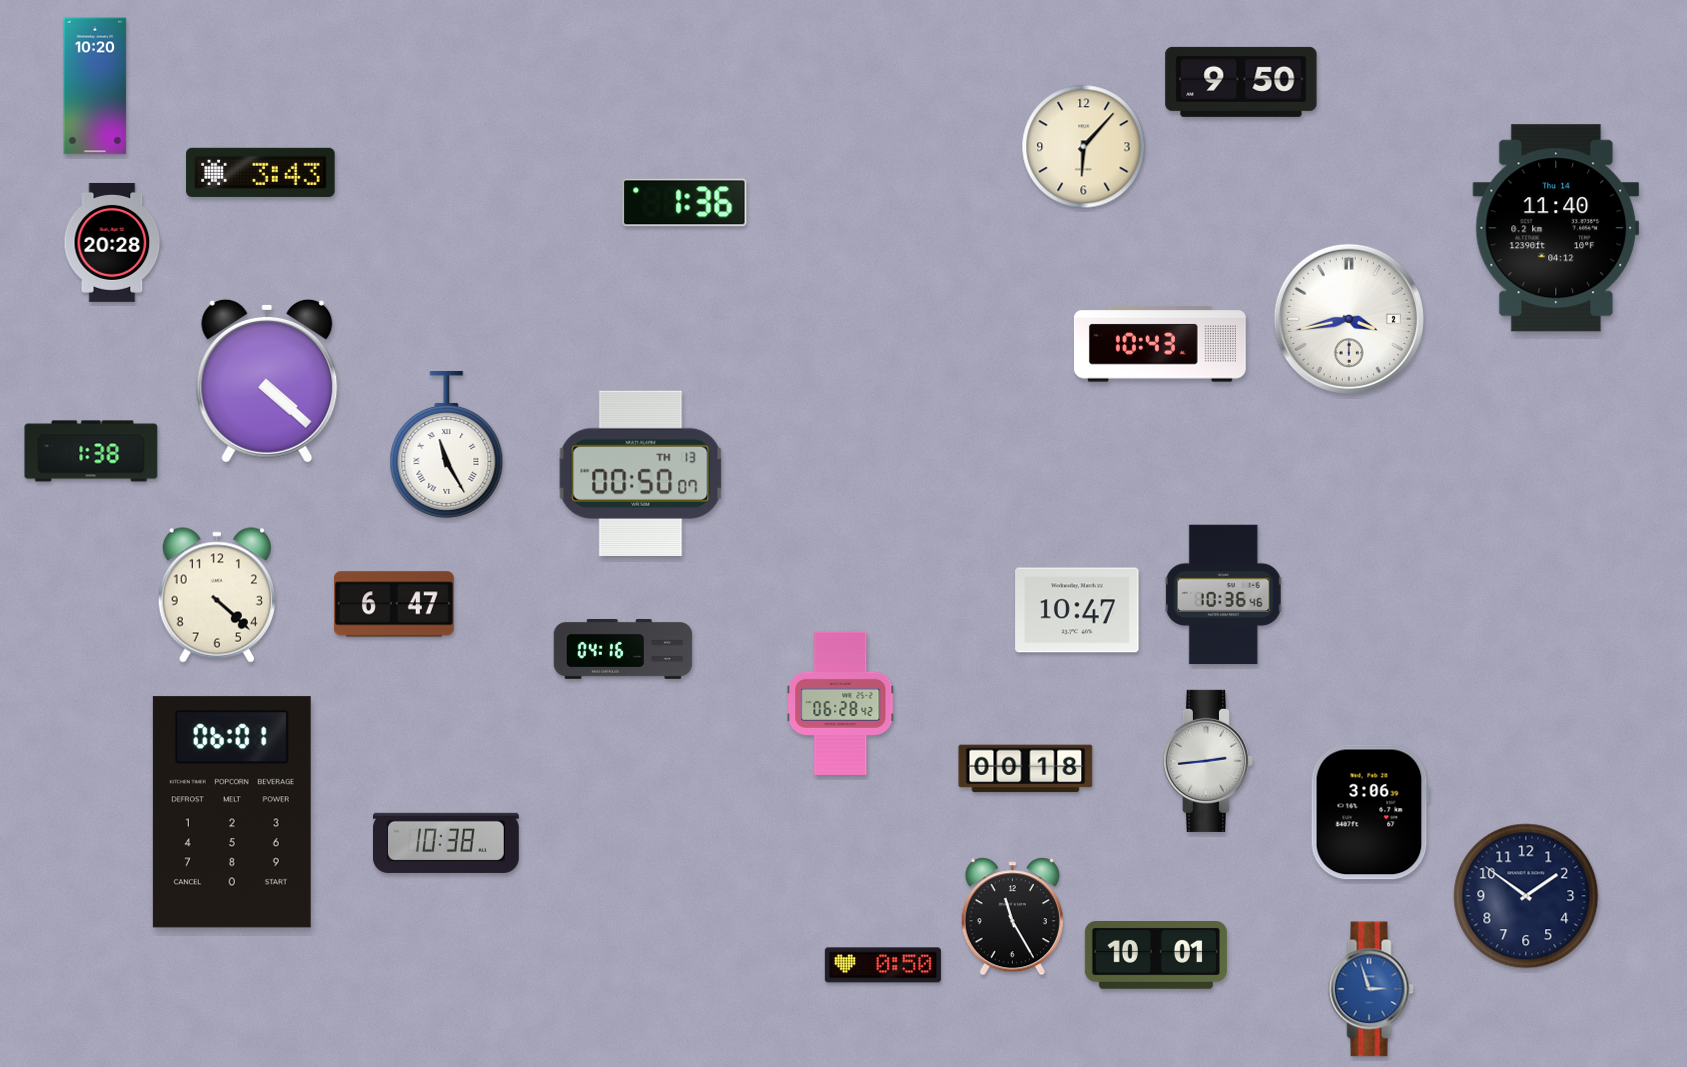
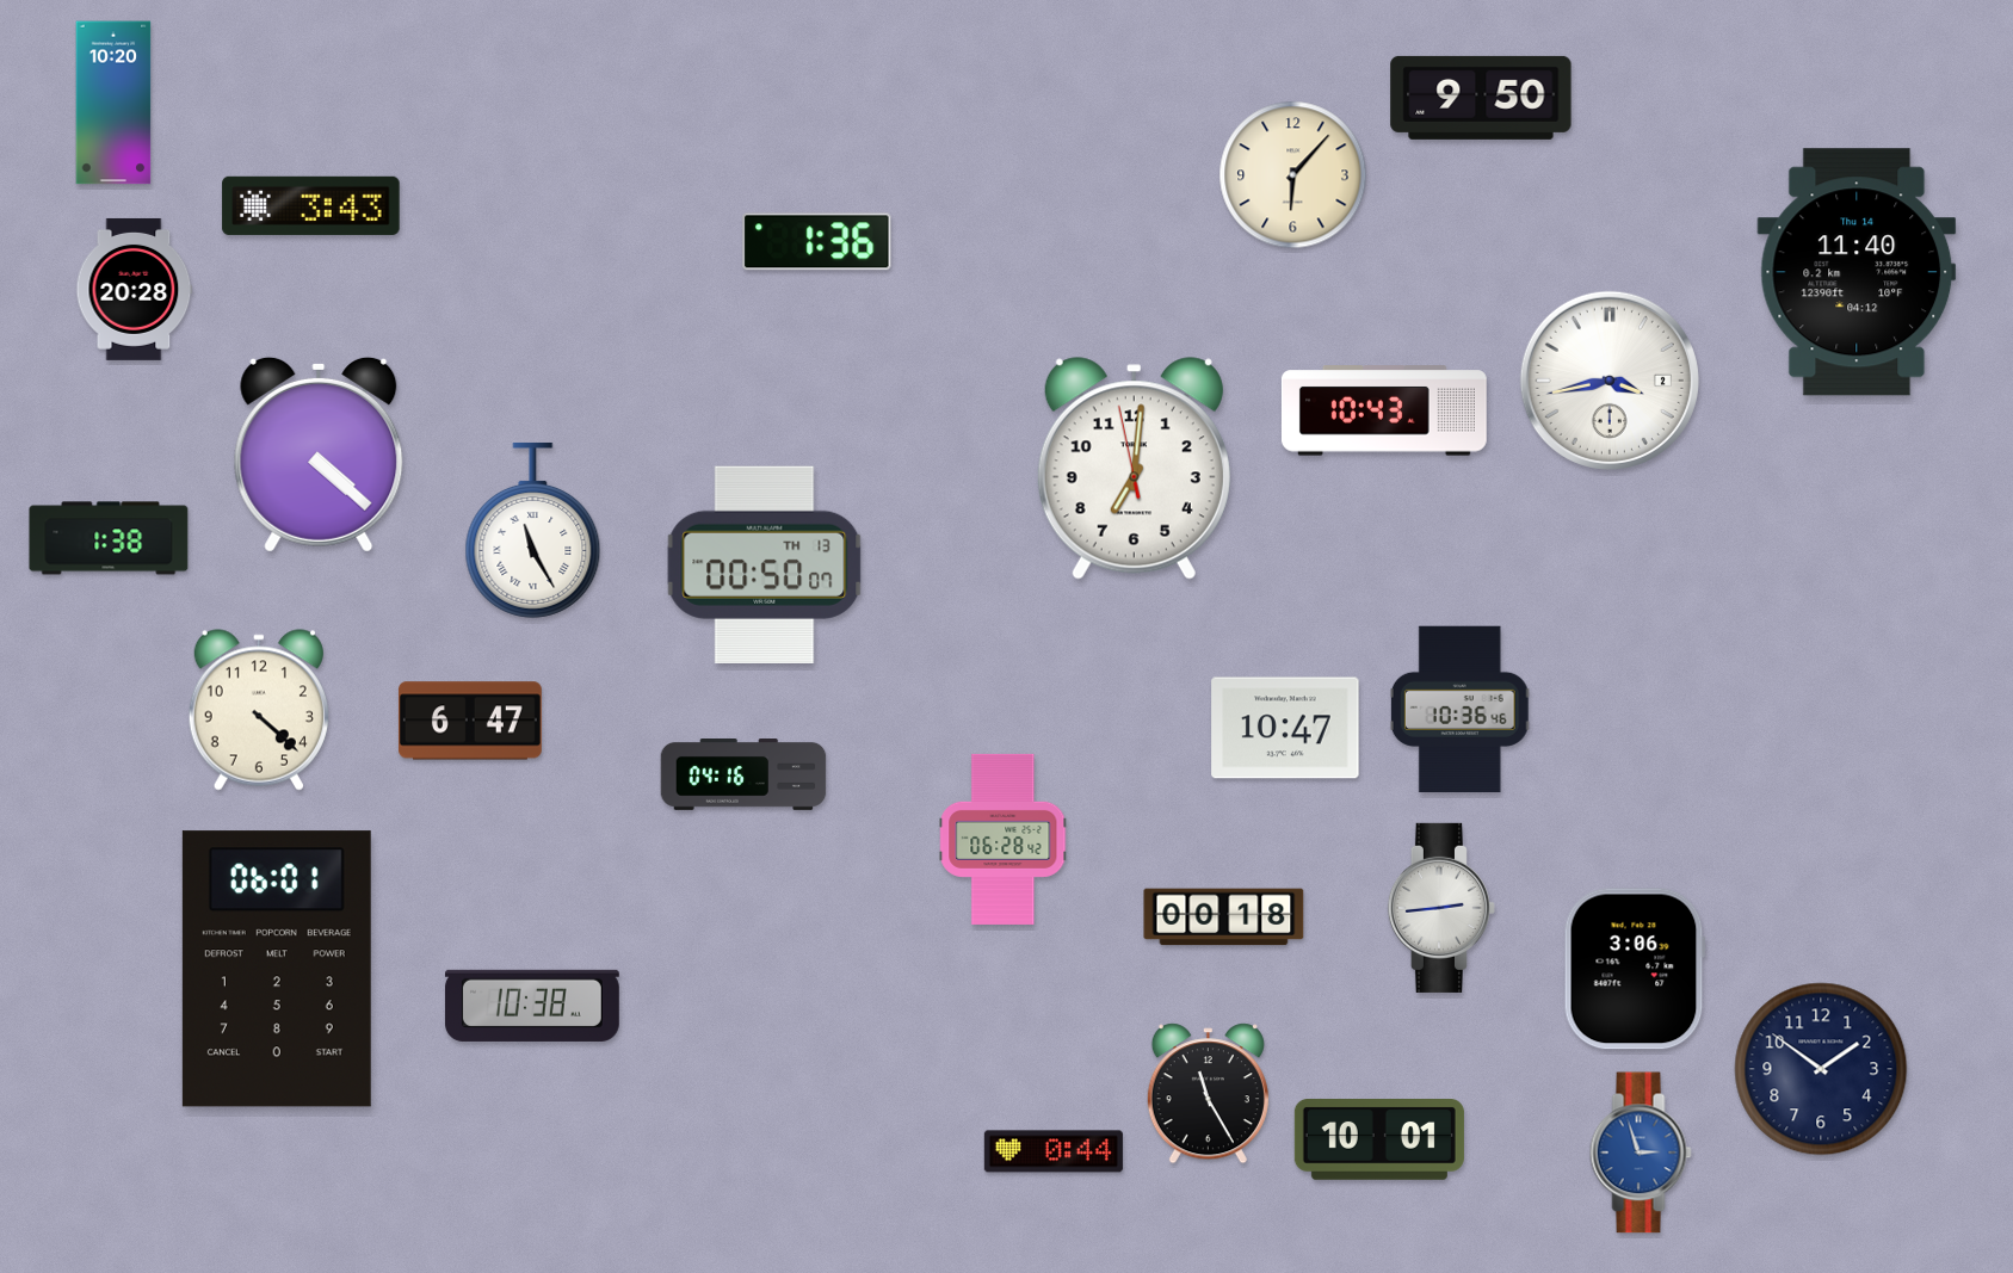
clock at (1134, 469): none -> 7:00
clock at (883, 965): 0:50 -> 0:44
clock at (1371, 989) position: (1371, 989) -> (1641, 1153)
